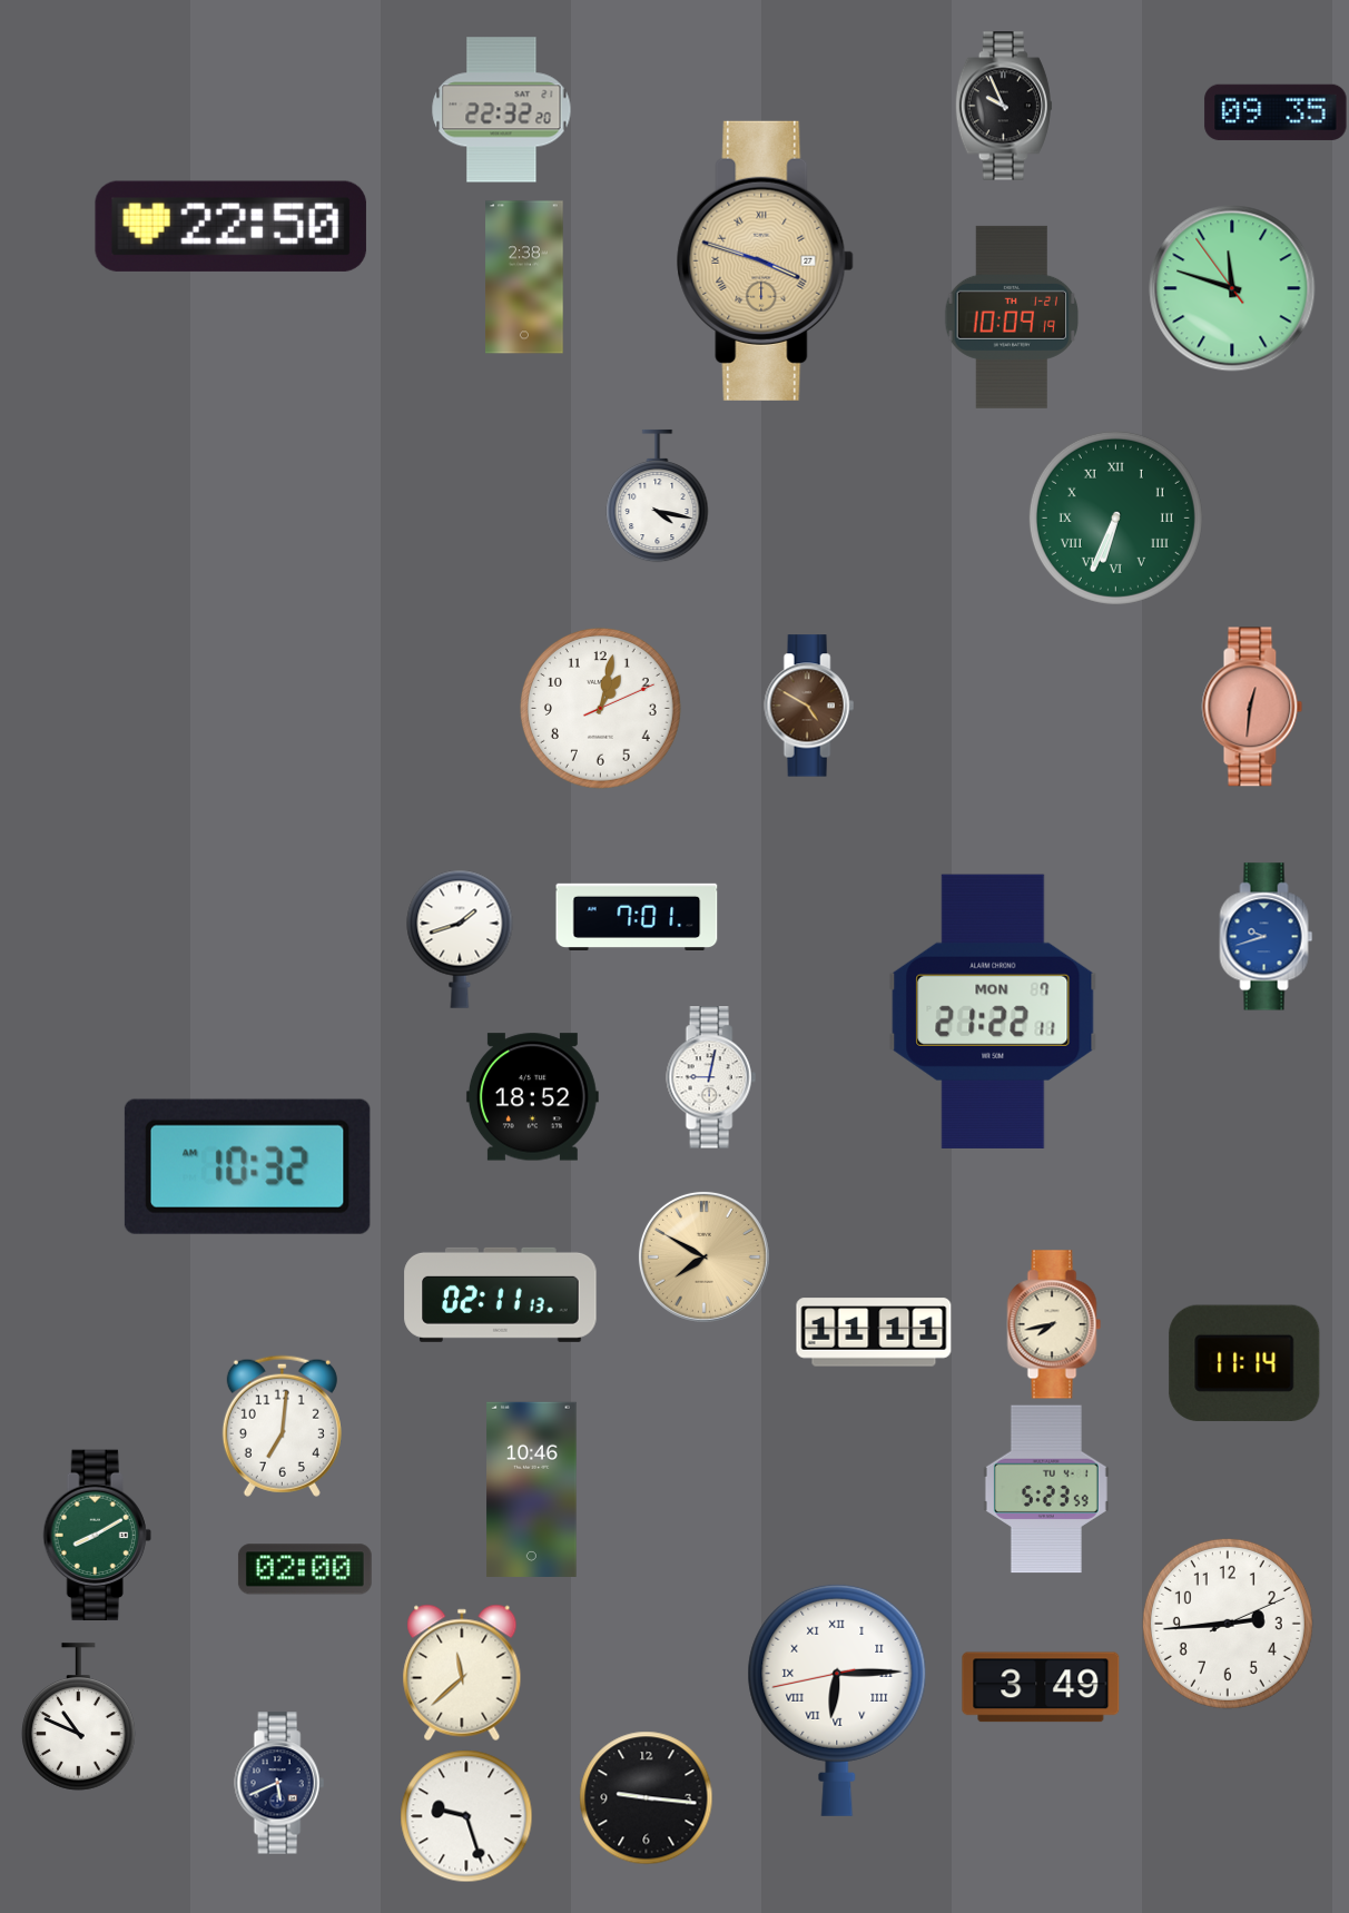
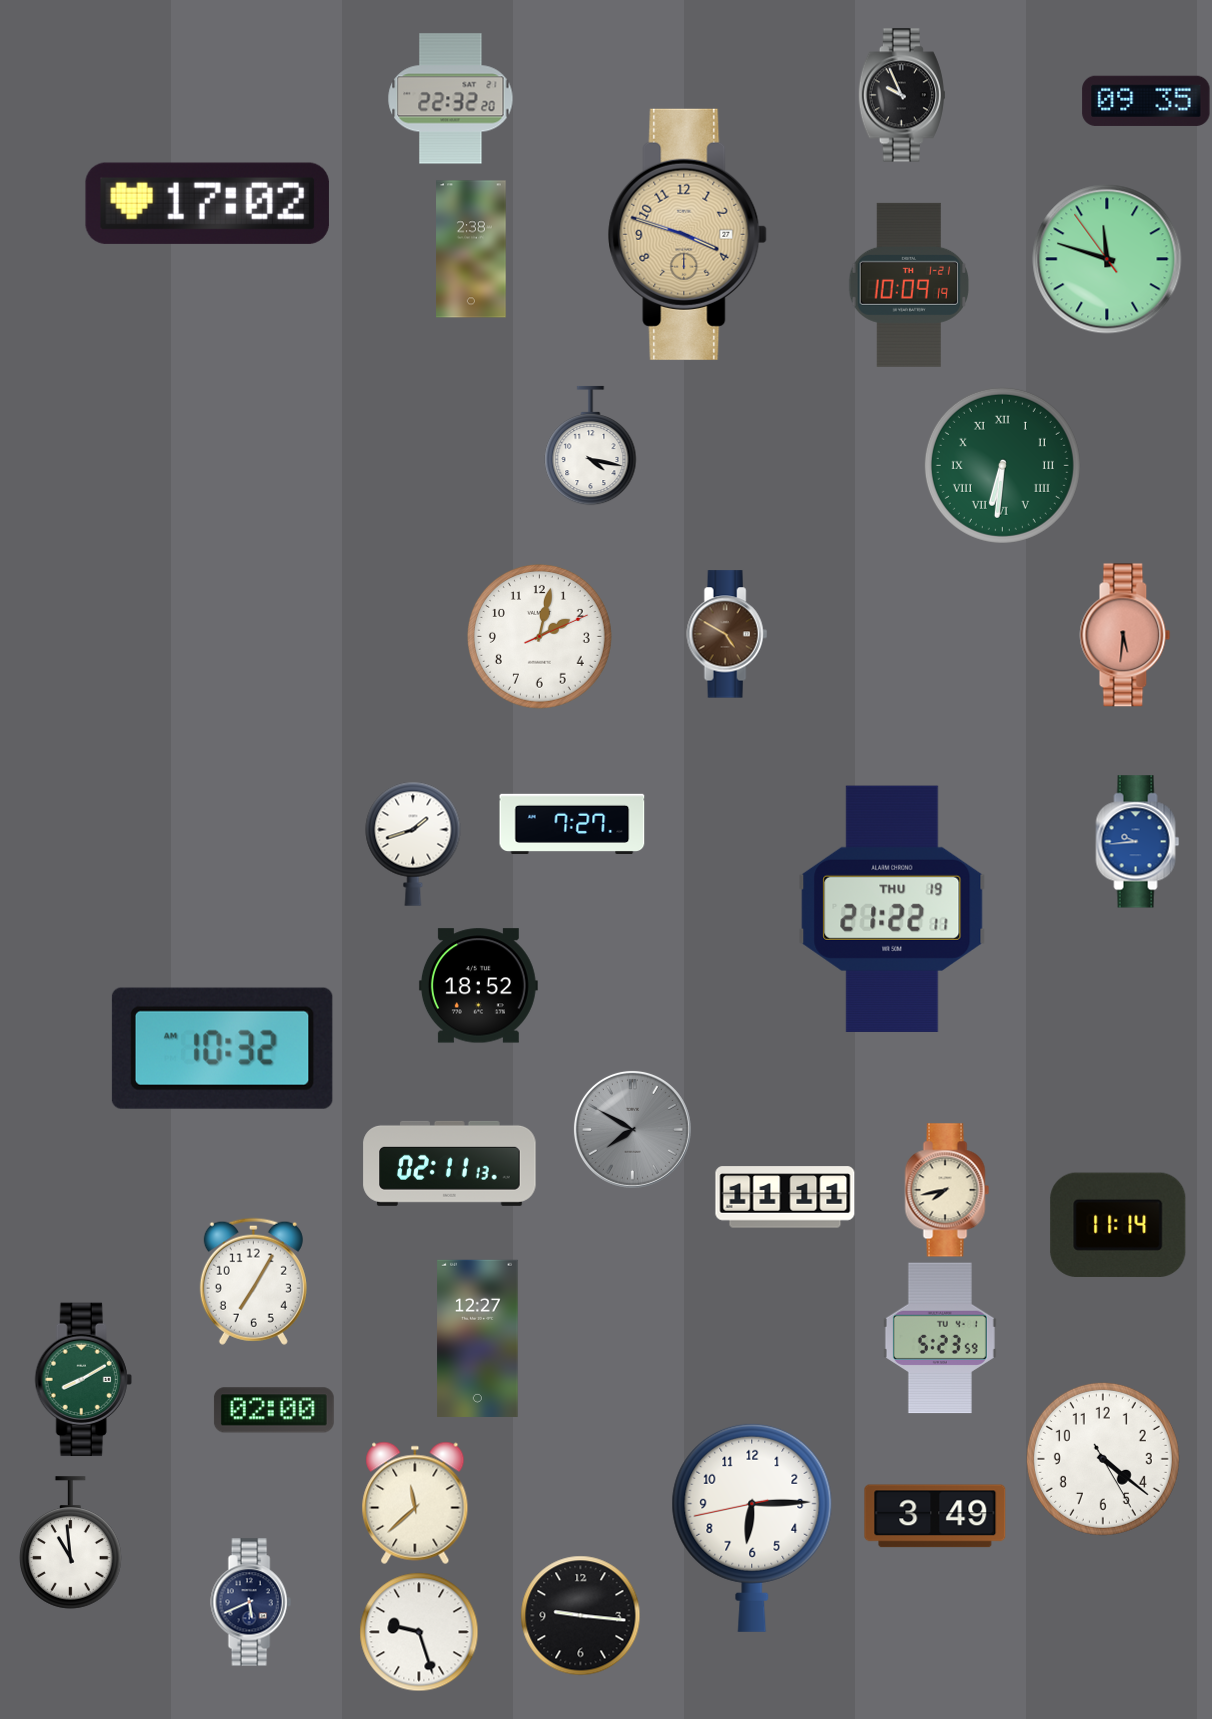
clock at (230, 226): 22:50 -> 17:02
clock at (766, 260) numerals: Roman -> Arabic
clock at (1115, 517): 6:34 -> 6:31
clock at (1252, 707): 12:31 -> 5:31
clock at (600, 708): 1:02 -> 2:02
clock at (637, 917): 7:01 -> 7:27
clock at (1267, 937): 9:42 -> 9:44
clock at (993, 1012) date: MON 7 -> THU 19
clock at (711, 1077): 9:02 -> none
clock at (703, 1256) dial: champagne -> grey
clock at (282, 1426): 7:01 -> 7:05
clock at (532, 1489): 10:46 -> 12:27
clock at (97, 1536) position: (97, 1536) -> (83, 1380)
clock at (1228, 1624): 2:44 -> 4:21
clock at (837, 1699) numerals: Roman -> Arabic
clock at (79, 1717): 10:49 -> 10:59
